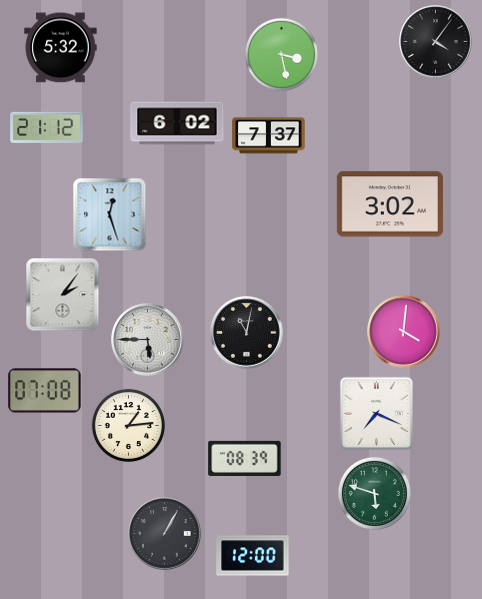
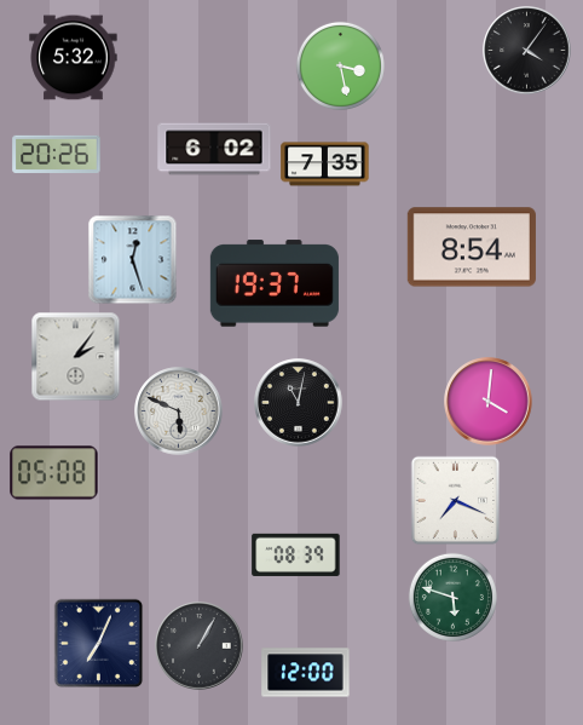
clock at (47, 127): 21:12 -> 20:26
clock at (269, 136): 7:37 -> 7:35
clock at (390, 204): 3:02 -> 8:54
clock at (275, 283): none -> 19:37
clock at (148, 340): 5:45 -> 5:49
clock at (45, 391): 07:08 -> 05:08
clock at (128, 425): 1:14 -> none
clock at (99, 644): none -> 7:04
